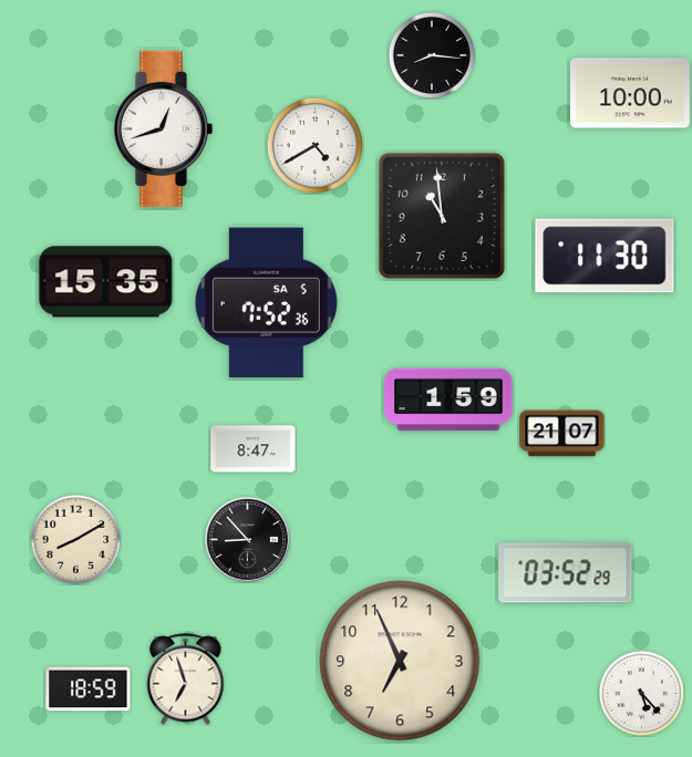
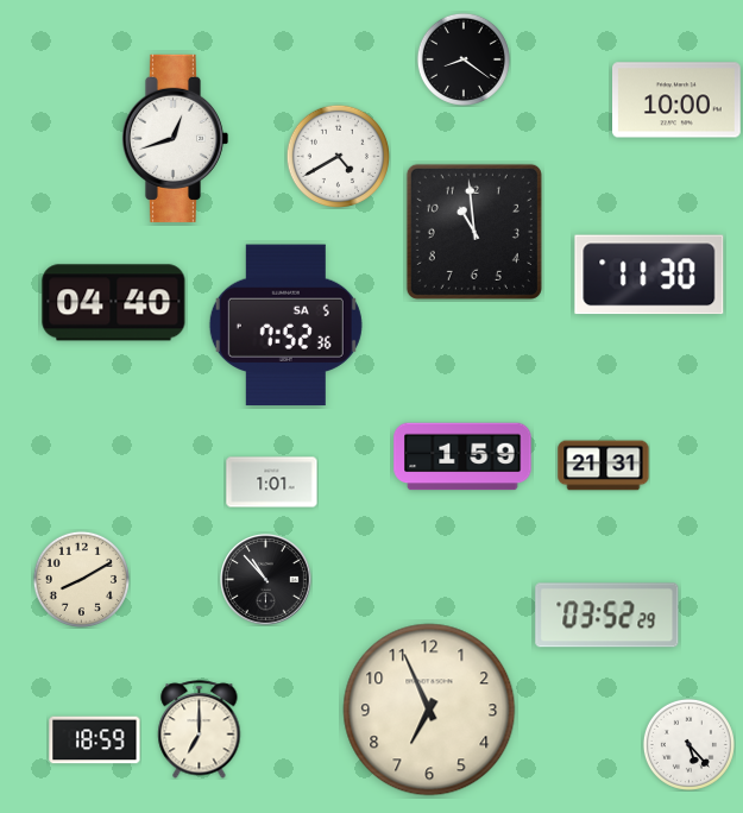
clock at (432, 55): 8:16 -> 8:21
clock at (106, 282): 15:35 -> 04:40
clock at (448, 400) position: (448, 400) -> (462, 456)
clock at (562, 434): 21:07 -> 21:31
clock at (254, 449): 8:47 -> 1:01
clock at (248, 540): 8:53 -> 10:53
clock at (186, 680): 6:57 -> 7:00
